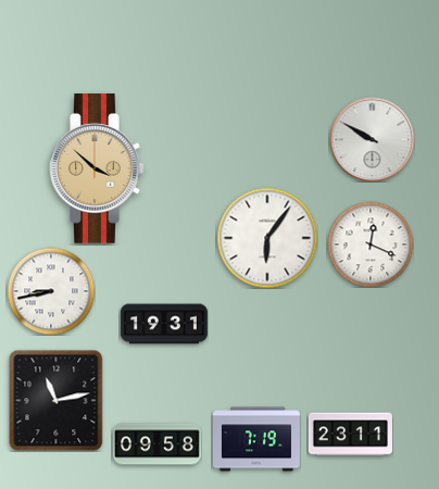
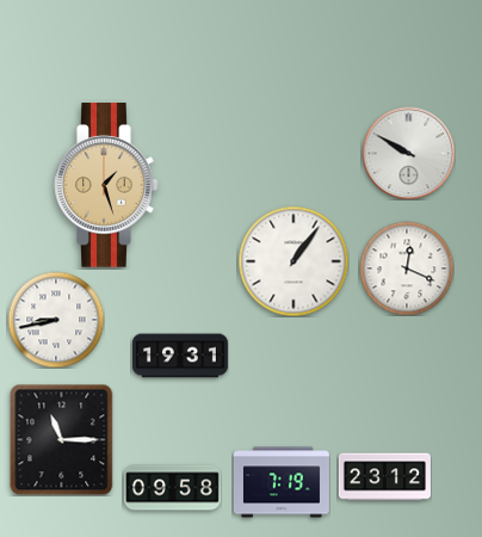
clock at (97, 168): 3:52 -> 1:27
clock at (267, 238): 6:06 -> 1:06
clock at (57, 400): 11:13 -> 11:15
clock at (350, 435): 23:11 -> 23:12
